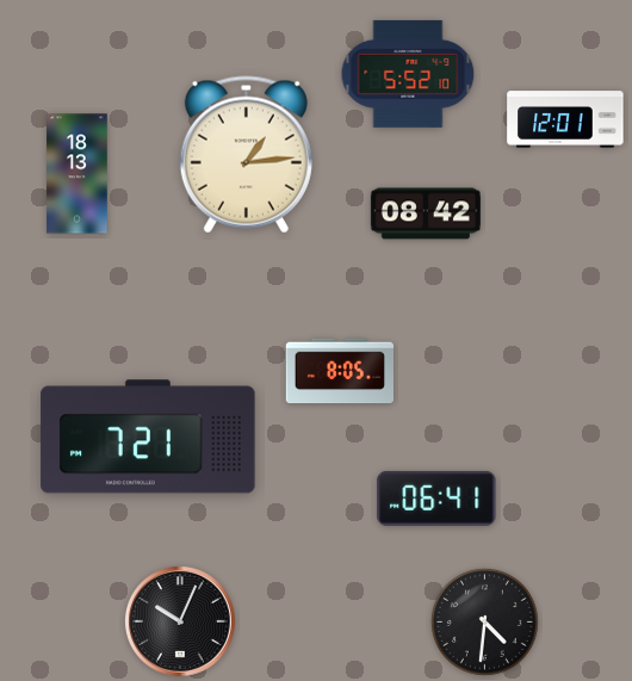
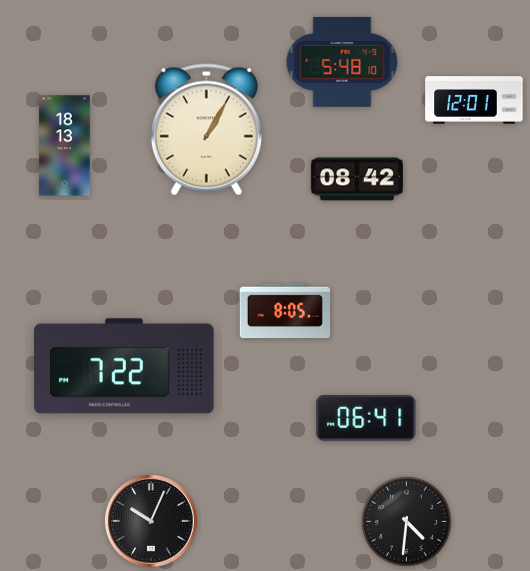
clock at (408, 74): 5:52 -> 5:48
clock at (246, 155): 1:14 -> 1:05
clock at (148, 437): 7:21 -> 7:22
